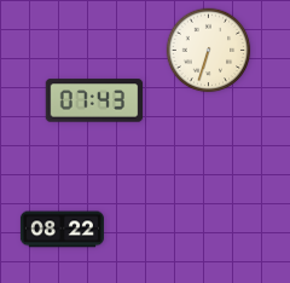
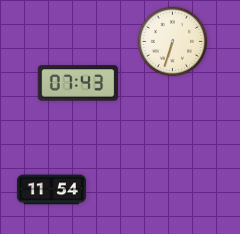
clock at (62, 230): 08:22 -> 11:54
